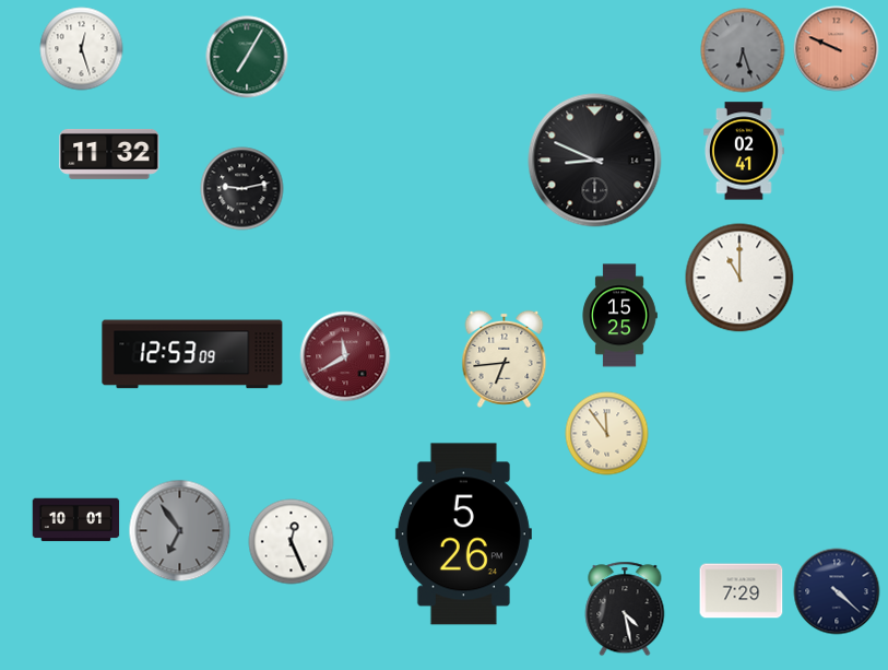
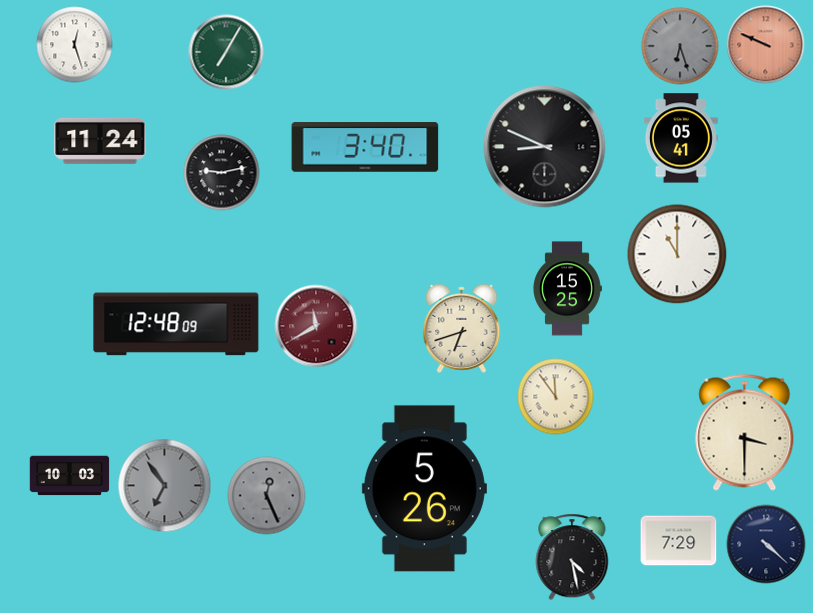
clock at (744, 151): 02:41 -> 05:41
clock at (109, 154): 11:32 -> 11:24
clock at (365, 147): none -> 3:40
clock at (192, 354): 12:53 -> 12:48
clock at (505, 358): 6:44 -> 6:42
clock at (745, 432): none -> 3:30
clock at (76, 520): 10:01 -> 10:03
clock at (292, 542) dial: white -> grey
clock at (837, 591) position: (837, 591) -> (766, 544)
